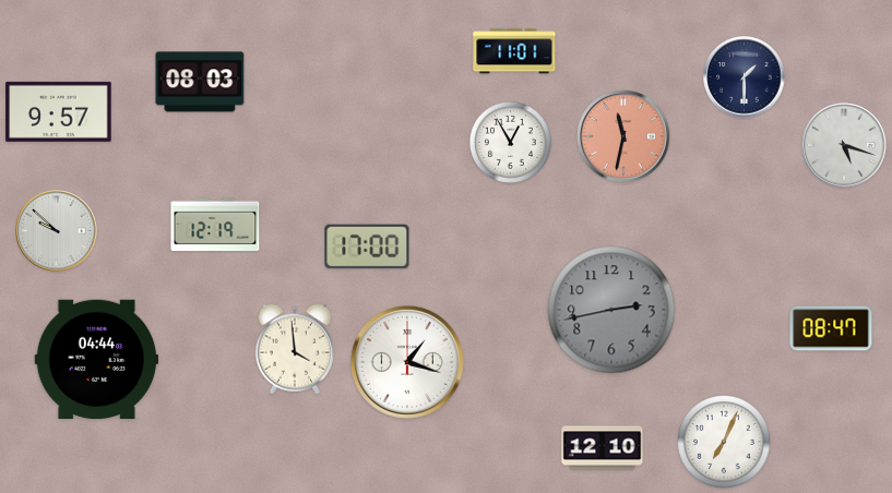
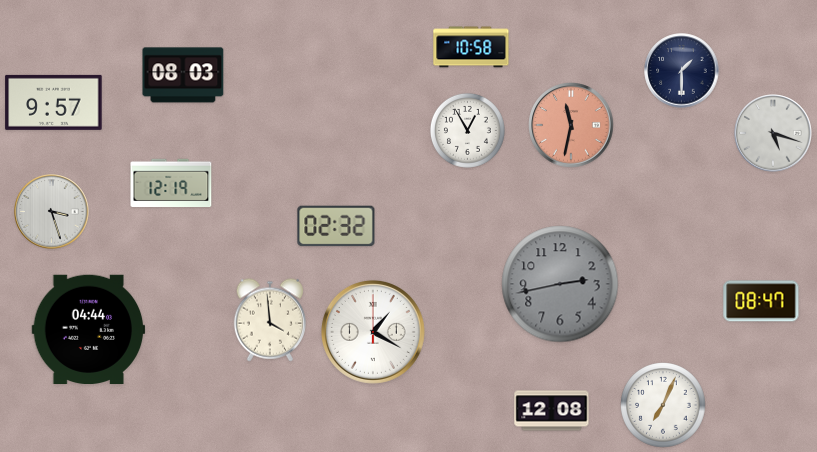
clock at (514, 51): 11:01 -> 10:58
clock at (215, 225) position: (215, 225) -> (171, 183)
clock at (57, 231): 9:52 -> 3:27
clock at (367, 246): 17:00 -> 02:32
clock at (407, 362): 1:18 -> 1:20
clock at (603, 448): 12:10 -> 12:08
